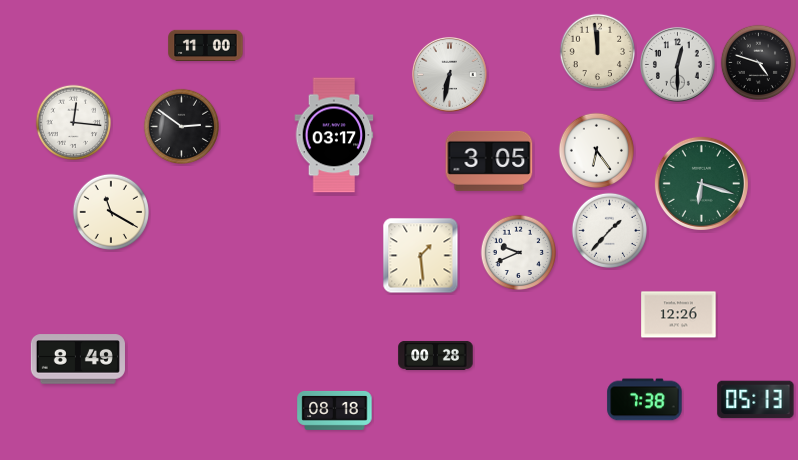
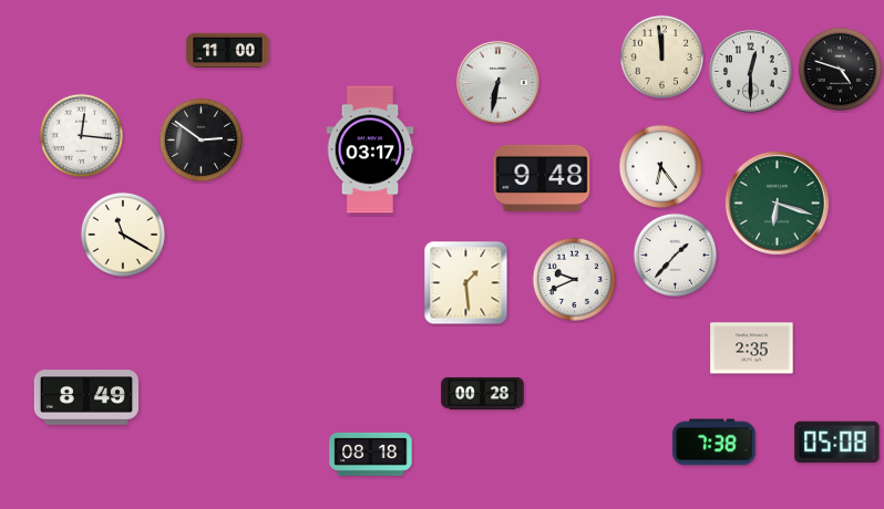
clock at (489, 161): 3:05 -> 9:48
clock at (679, 315): 12:26 -> 2:35
clock at (756, 400): 05:13 -> 05:08
